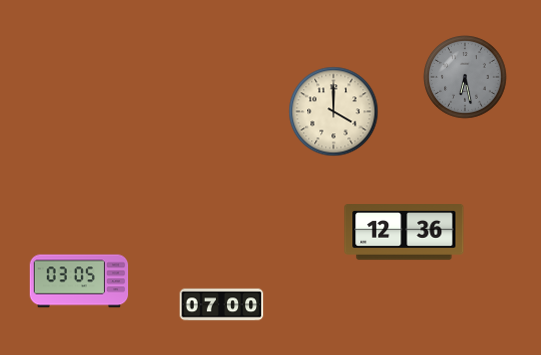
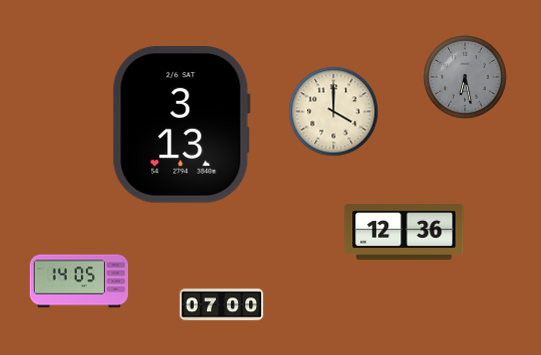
clock at (181, 125): none -> 3:13
clock at (79, 281): 03:05 -> 14:05
